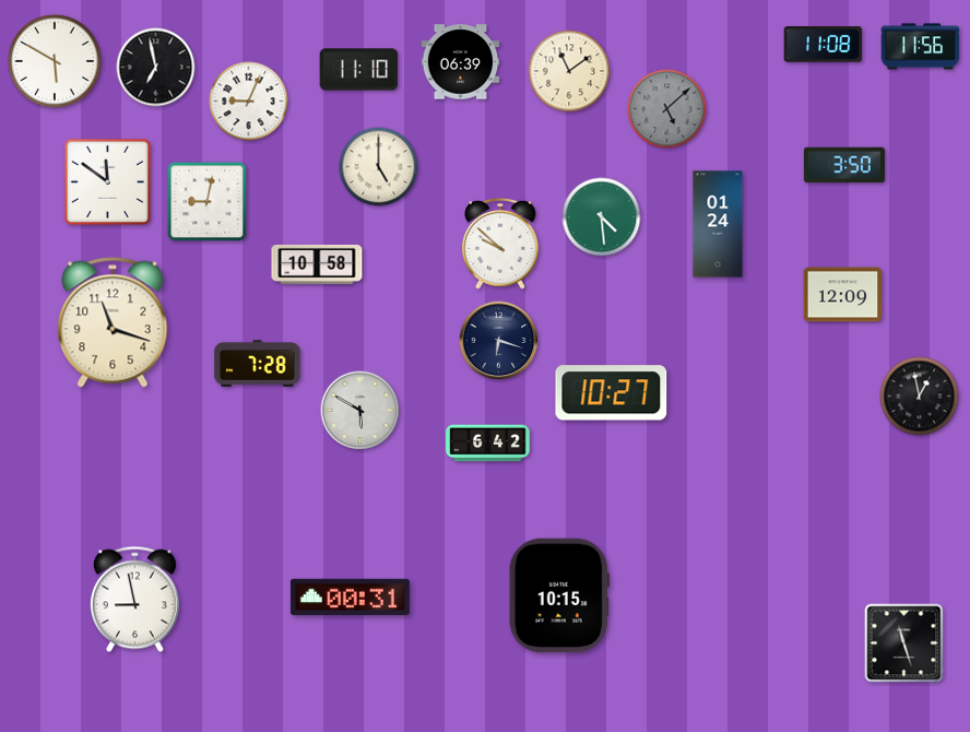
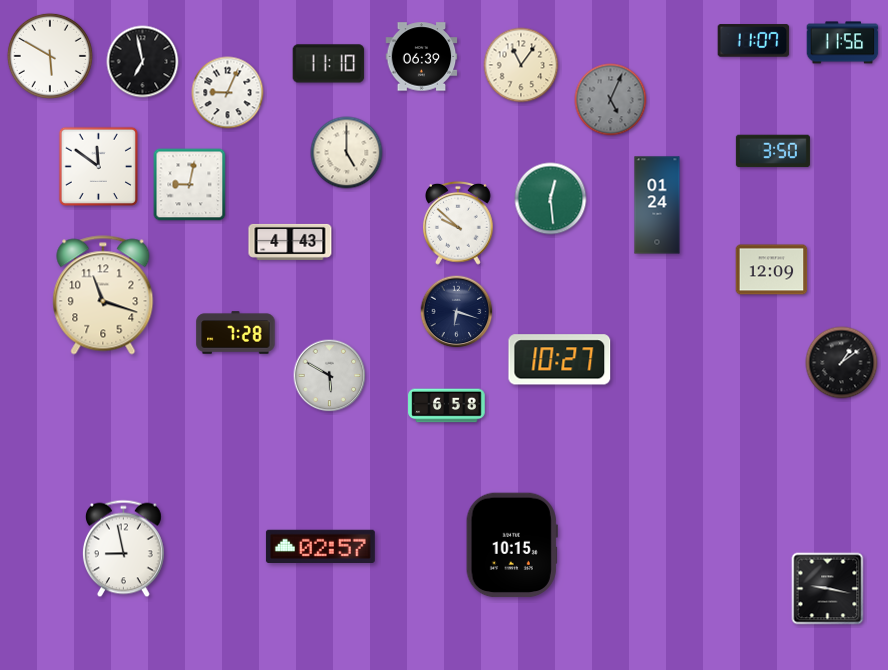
clock at (824, 45): 11:08 -> 11:07
clock at (569, 71): 11:09 -> 11:06
clock at (667, 109): 5:08 -> 5:04
clock at (602, 217): 4:29 -> 12:29
clock at (317, 264): 10:58 -> 4:43
clock at (920, 397): 12:58 -> 1:09
clock at (488, 444): 6:42 -> 6:58
clock at (350, 597): 00:31 -> 02:57
clock at (904, 644): 11:27 -> 9:17
